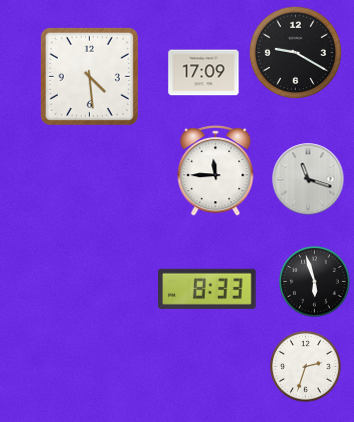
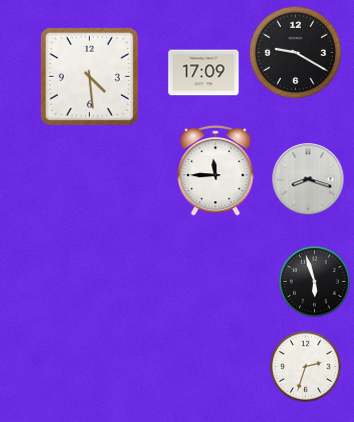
clock at (308, 179): 11:18 -> 8:18
clock at (208, 289): 8:33 -> none
